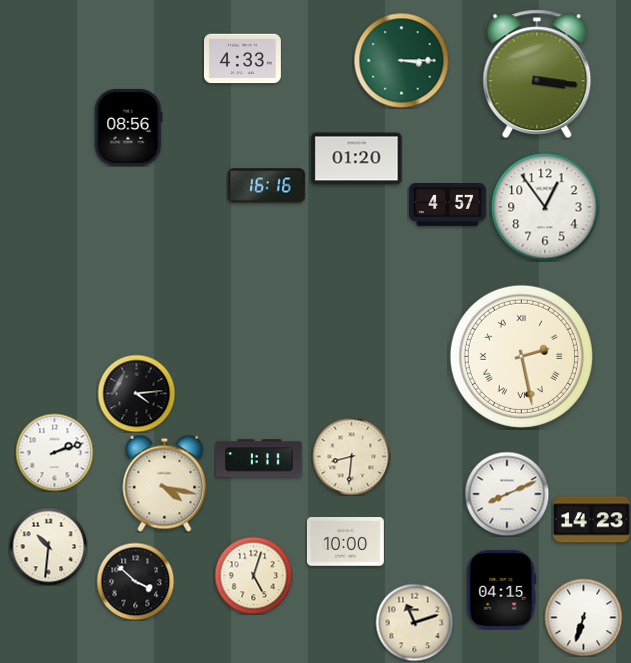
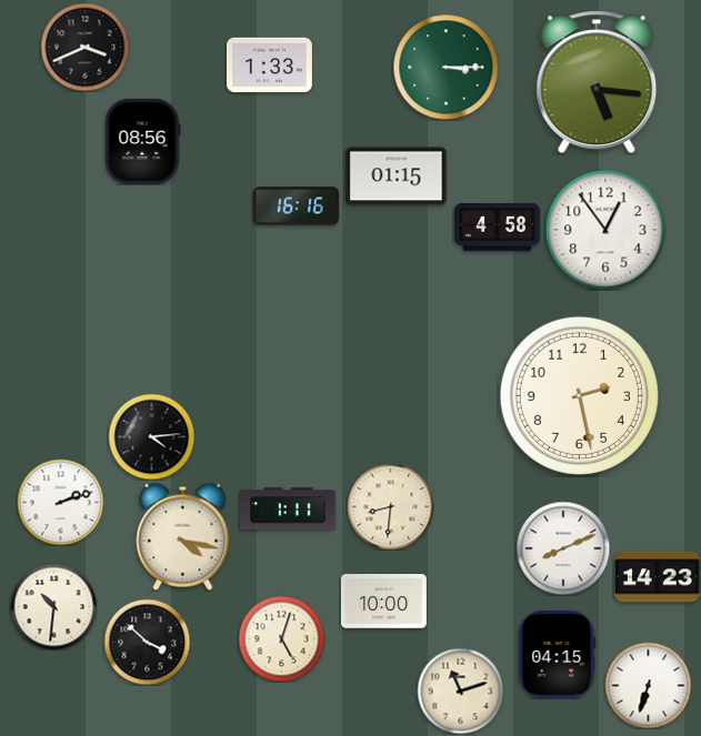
clock at (84, 47): none -> 3:41
clock at (242, 59): 4:33 -> 1:33
clock at (537, 74): 3:16 -> 5:16
clock at (357, 159): 01:20 -> 01:15
clock at (447, 204): 4:57 -> 4:58
clock at (521, 356) numerals: Roman -> Arabic
clock at (135, 581) position: (135, 581) -> (147, 642)
